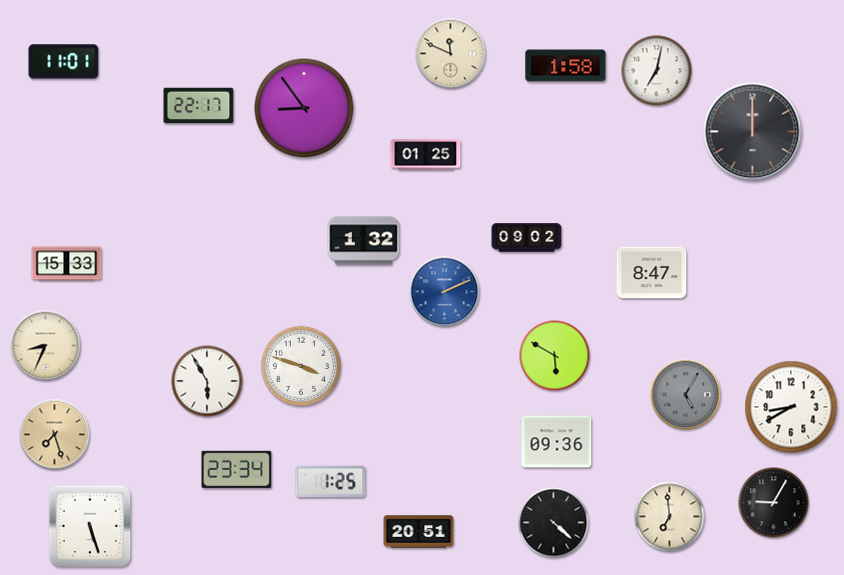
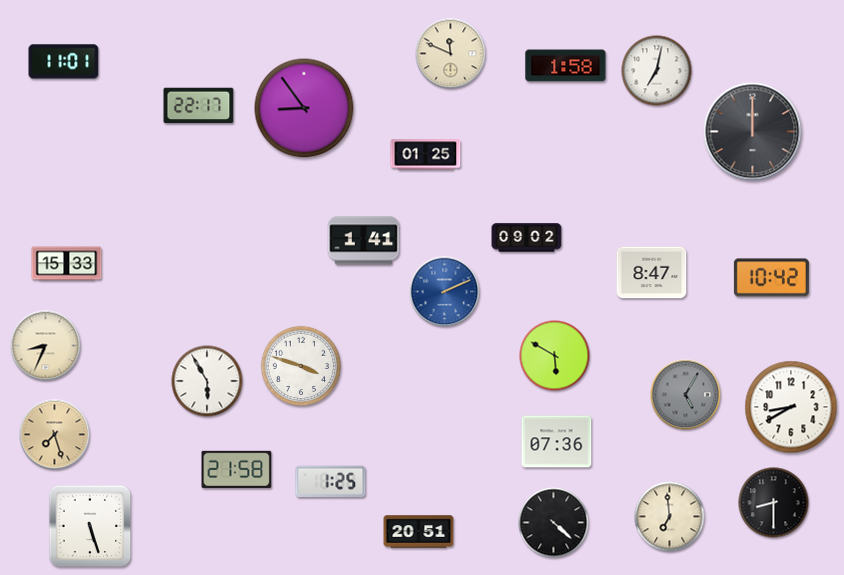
clock at (364, 241): 1:32 -> 1:41
clock at (771, 278): none -> 10:42
clock at (557, 442): 09:36 -> 07:36
clock at (237, 469): 23:34 -> 21:58
clock at (774, 503): 9:05 -> 8:30
